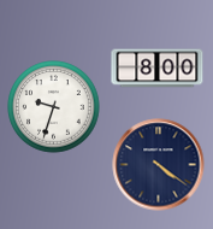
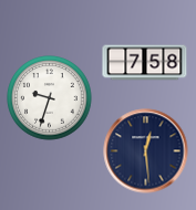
clock at (158, 69): 8:00 -> 7:58
clock at (159, 165): 4:21 -> 12:29
